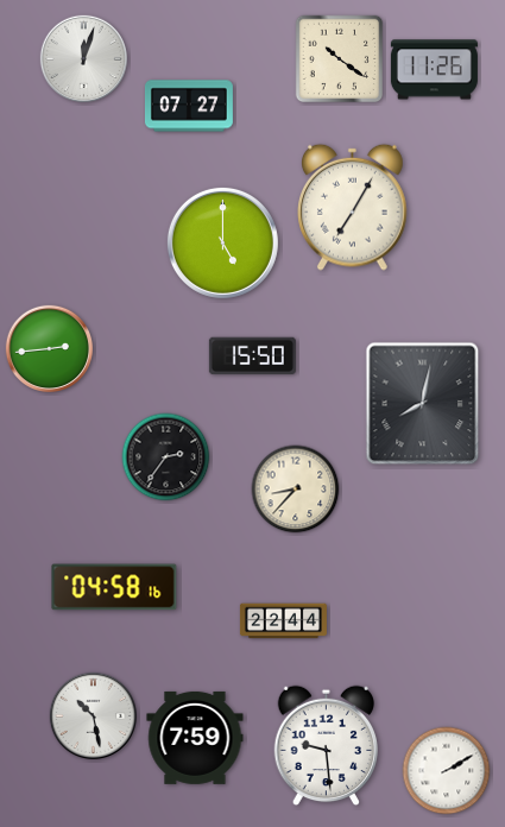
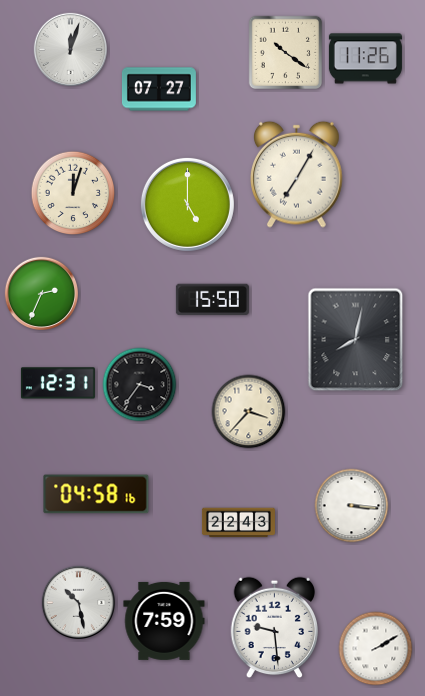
clock at (340, 59) position: (340, 59) -> (286, 53)
clock at (72, 192): none -> 12:03
clock at (49, 348): 2:44 -> 2:34
clock at (58, 383): none -> 12:31
clock at (166, 457): 2:36 -> 3:36
clock at (296, 490): 8:37 -> 3:37
clock at (352, 506): none -> 3:16
clock at (283, 621): 22:44 -> 22:43
